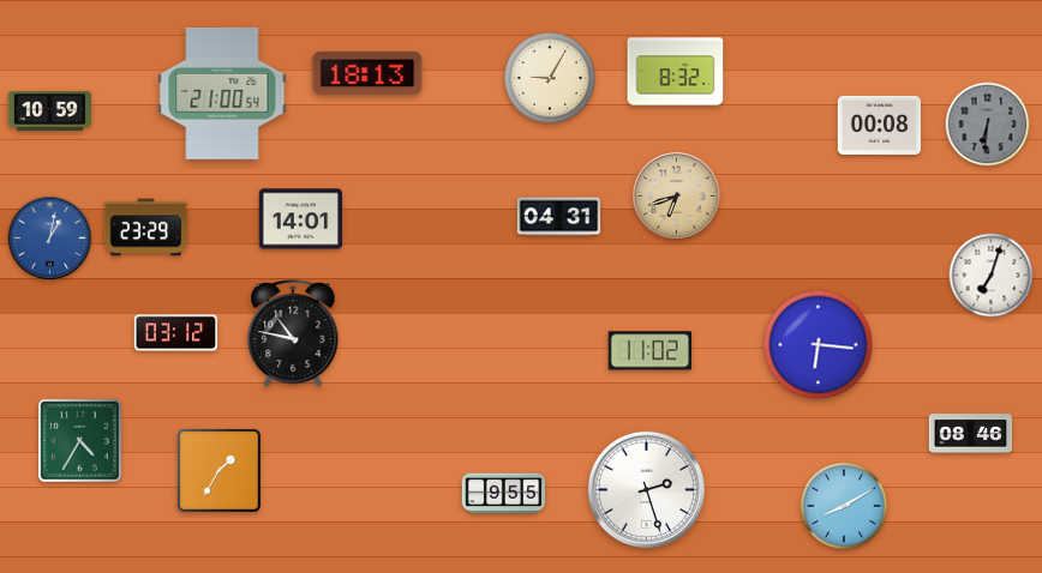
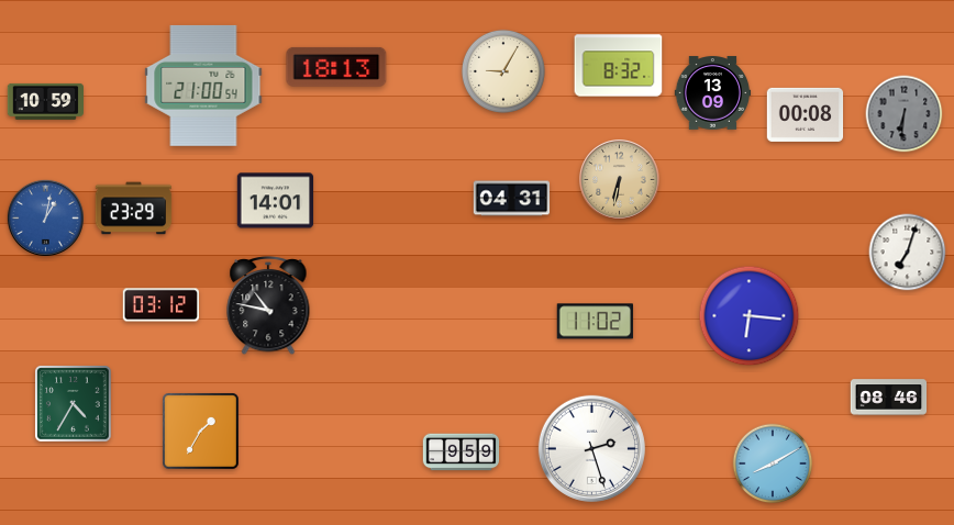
clock at (713, 93): none -> 13:09
clock at (677, 197): 6:42 -> 6:32
clock at (504, 494): 9:55 -> 9:59
